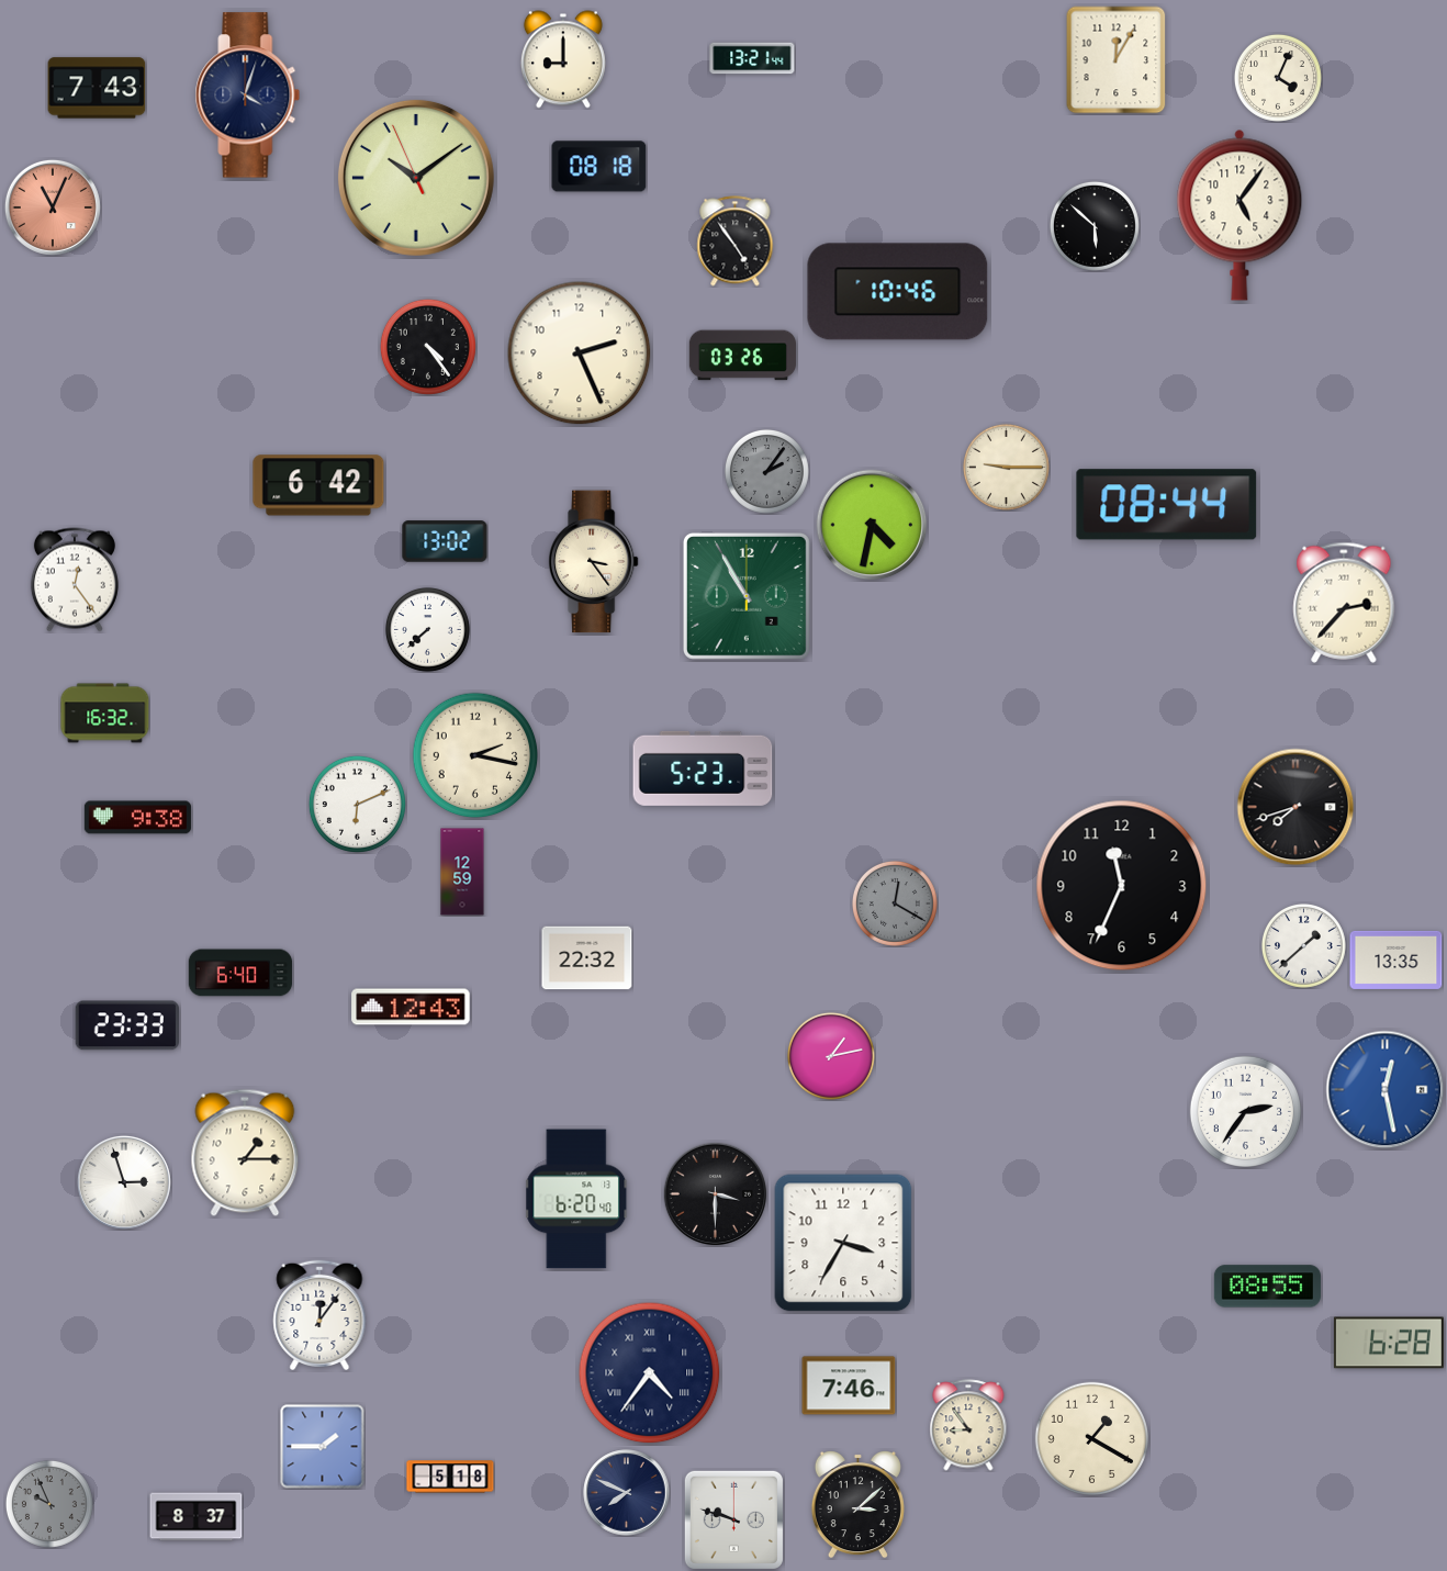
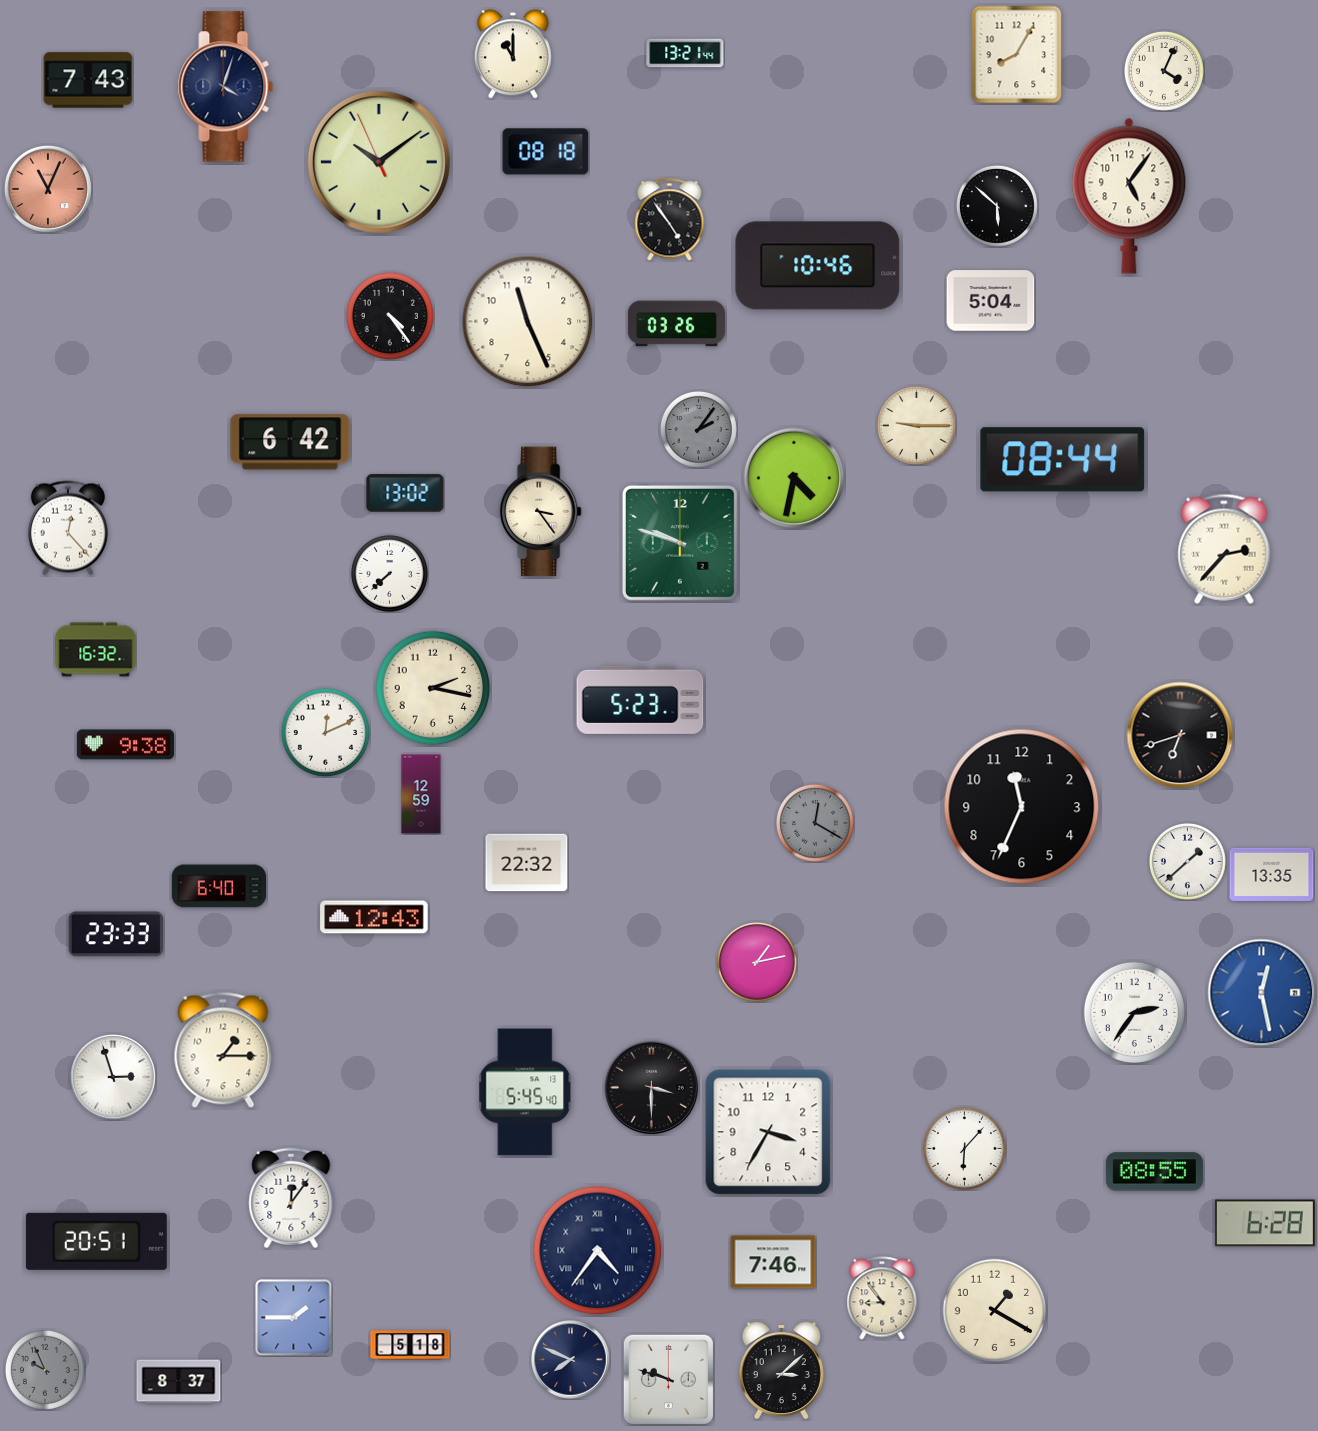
clock at (563, 59): 9:00 -> 11:00
clock at (1117, 60): 12:05 -> 8:05
clock at (991, 301): none -> 5:04
clock at (580, 354): 2:26 -> 11:26
clock at (75, 580): 12:24 -> 12:23
clock at (747, 596): 10:55 -> 9:48
clock at (357, 804): 6:11 -> 12:11
clock at (1295, 807): 7:42 -> 6:42
clock at (587, 958) position: (587, 958) -> (527, 863)
clock at (577, 1199): 6:20 -> 5:45
clock at (964, 1148): none -> 6:07
clock at (96, 1241): none -> 20:51
clock at (650, 1373) position: (650, 1373) -> (598, 1251)
clock at (733, 1519) position: (733, 1519) -> (668, 1379)
